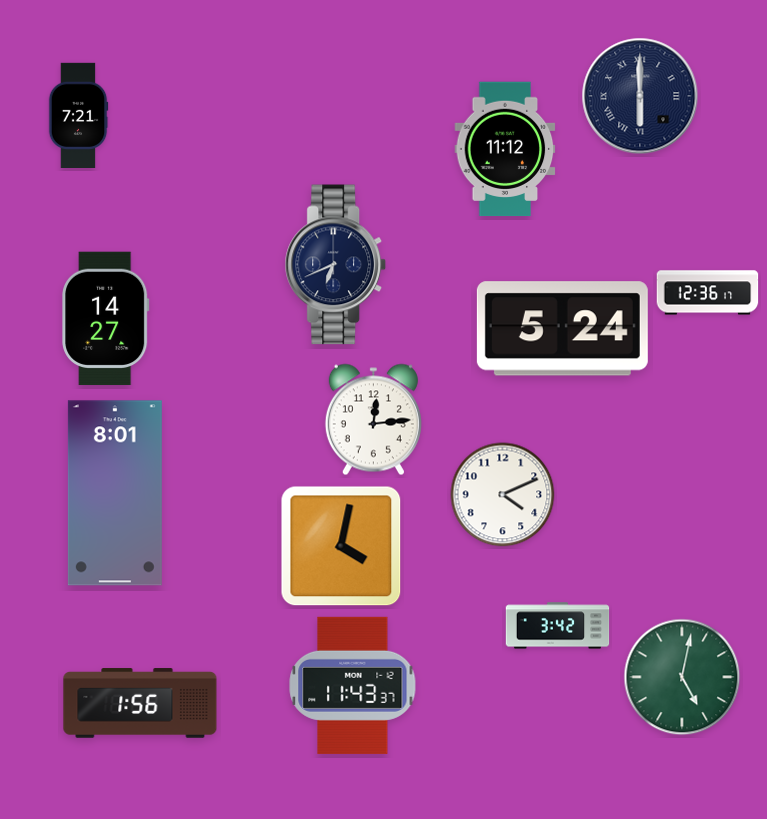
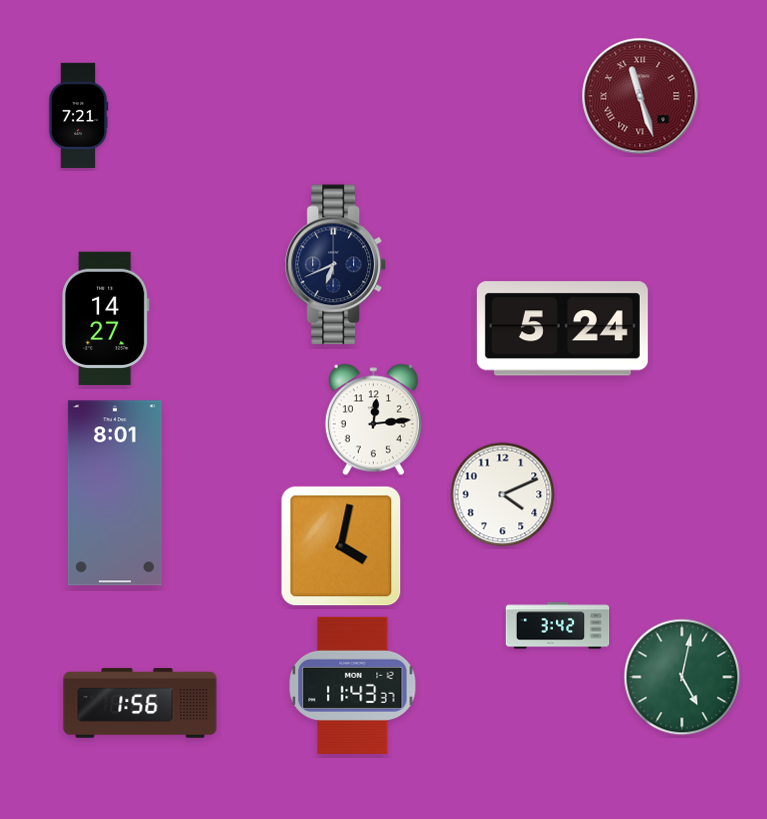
clock at (640, 96): 6:00 -> 11:27
clock at (640, 96) dial: navy -> burgundy
clock at (505, 149): 11:12 -> none
clock at (708, 293): 12:36 -> none
